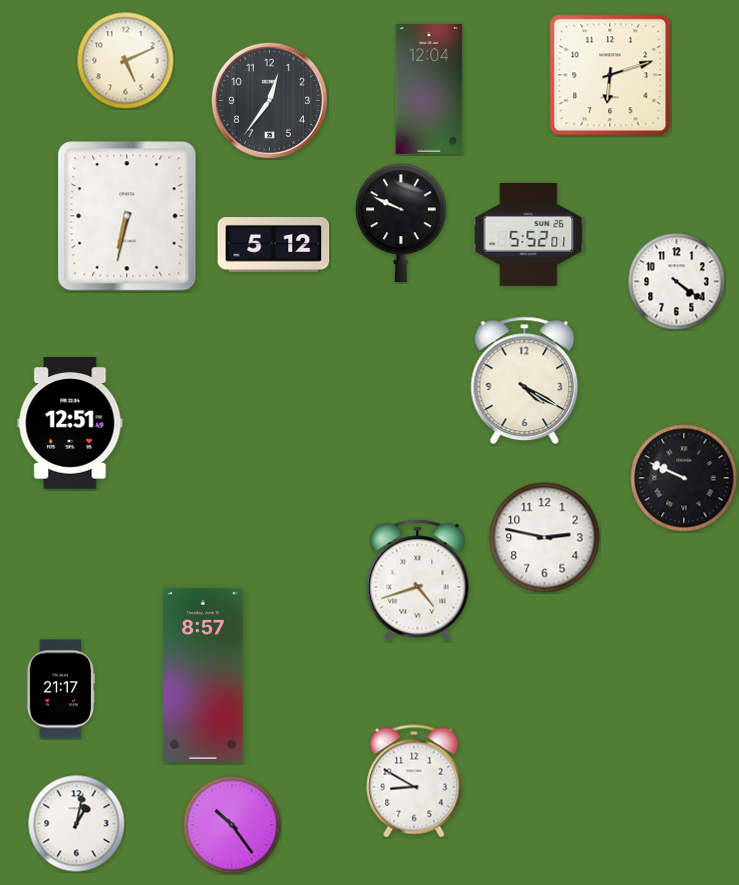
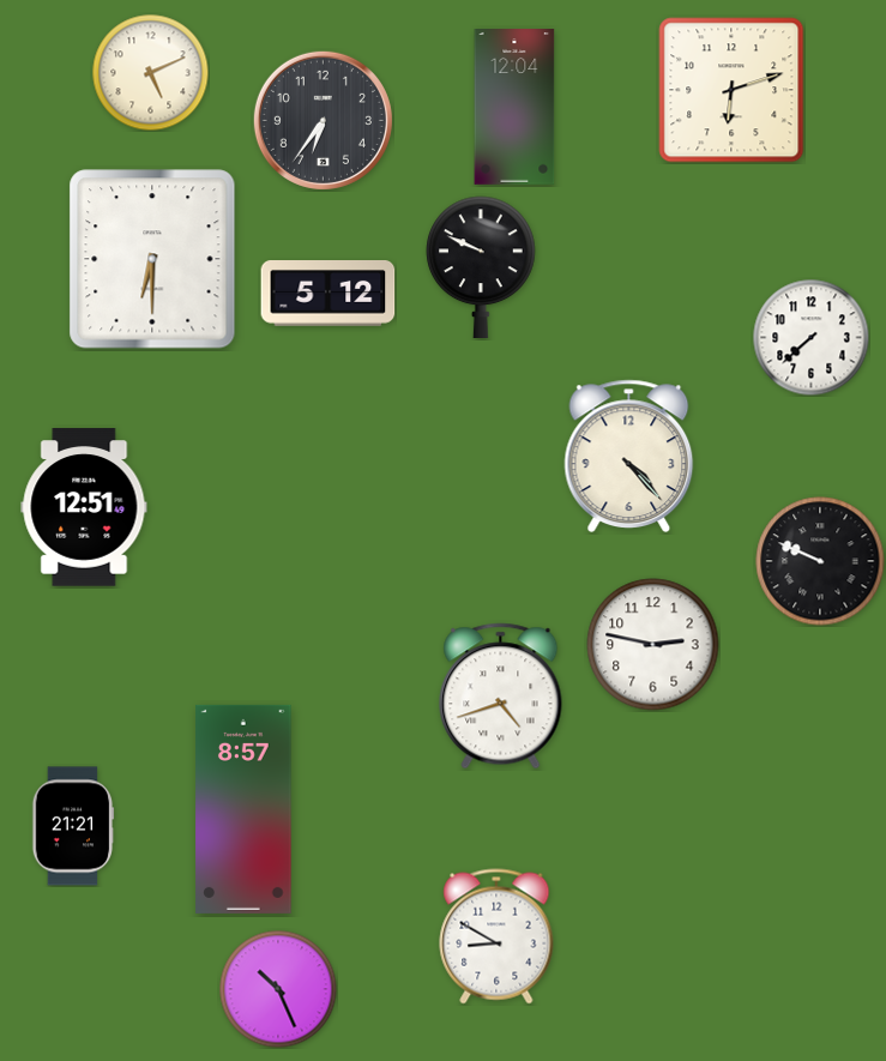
clock at (269, 100): 12:36 -> 6:36
clock at (127, 216): 6:32 -> 6:30
clock at (529, 234): 5:52 -> none
clock at (676, 281): 4:21 -> 7:38
clock at (525, 381): 4:20 -> 4:23
clock at (684, 478) position: (684, 478) -> (820, 561)
clock at (61, 689): 21:17 -> 21:21
clock at (76, 823): 1:02 -> none
clock at (232, 825): 10:24 -> 10:26
